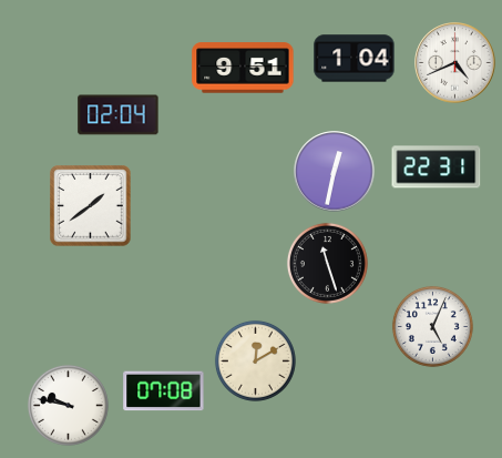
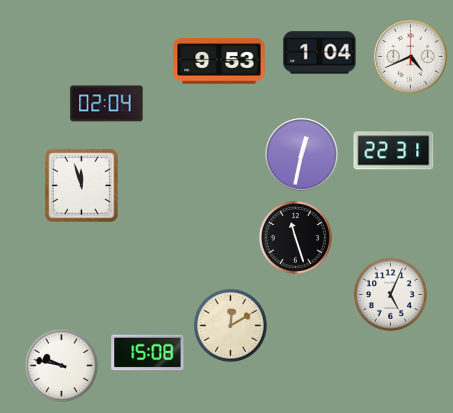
clock at (243, 68): 9:51 -> 9:53
clock at (91, 206): 1:39 -> 11:57
clock at (164, 391): 07:08 -> 15:08
